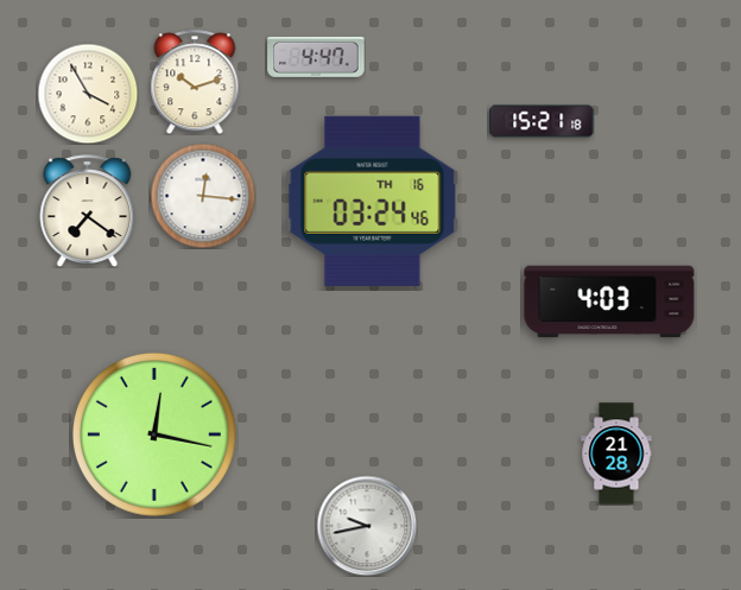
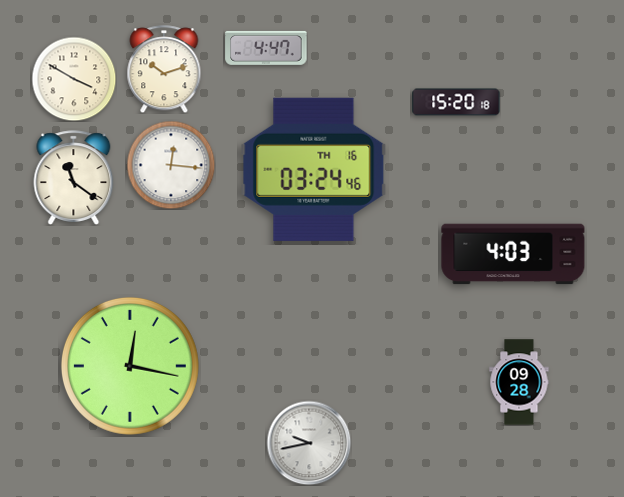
clock at (88, 94): 3:55 -> 3:50
clock at (541, 121): 15:21 -> 15:20
clock at (88, 211): 7:21 -> 11:21
clock at (616, 453): 21:28 -> 09:28
